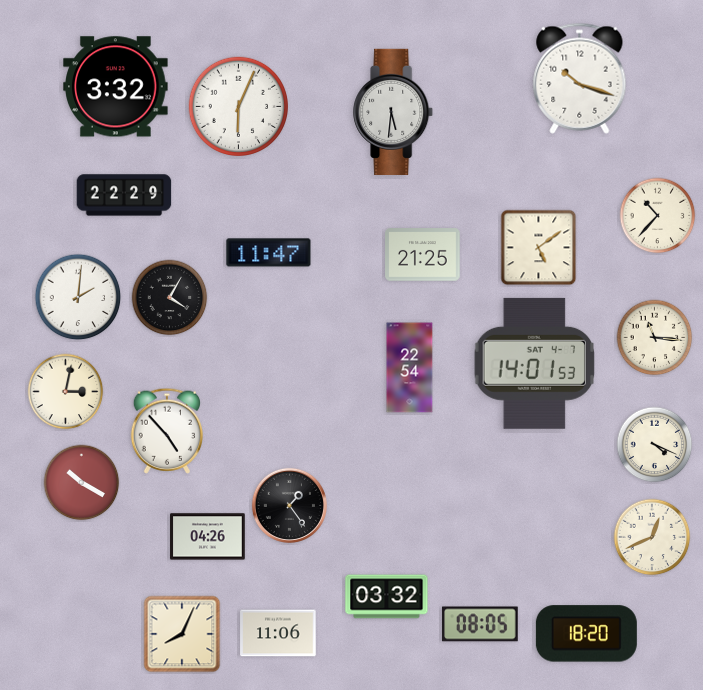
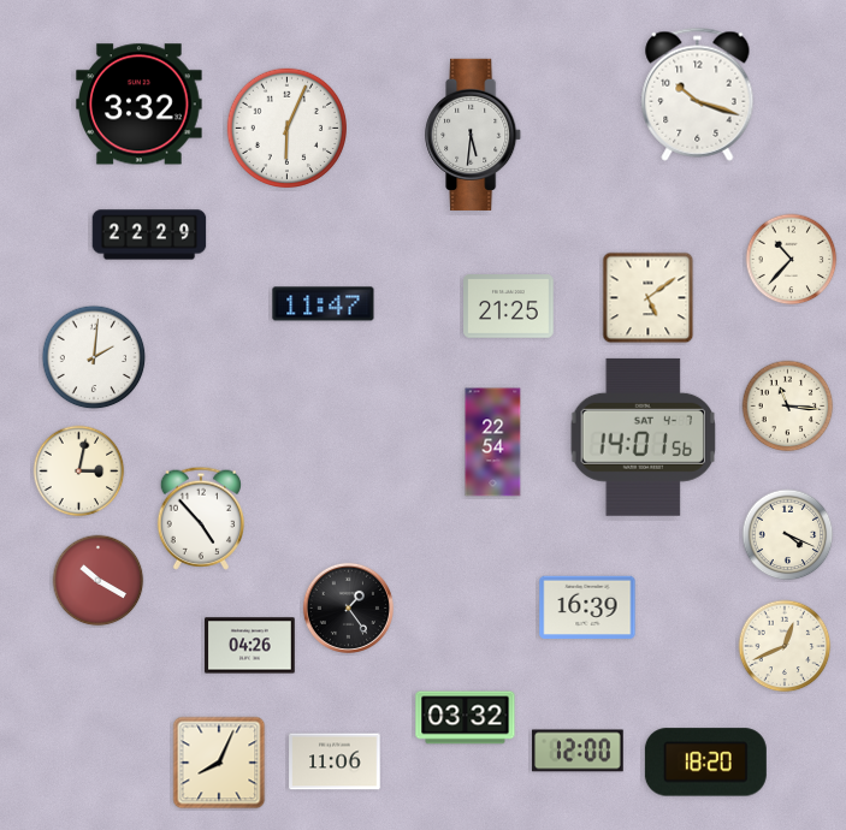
clock at (170, 298): 4:05 -> none
clock at (534, 363): 14:01:53 -> 14:01:56
clock at (587, 607): none -> 16:39
clock at (480, 624): 08:05 -> 12:00
